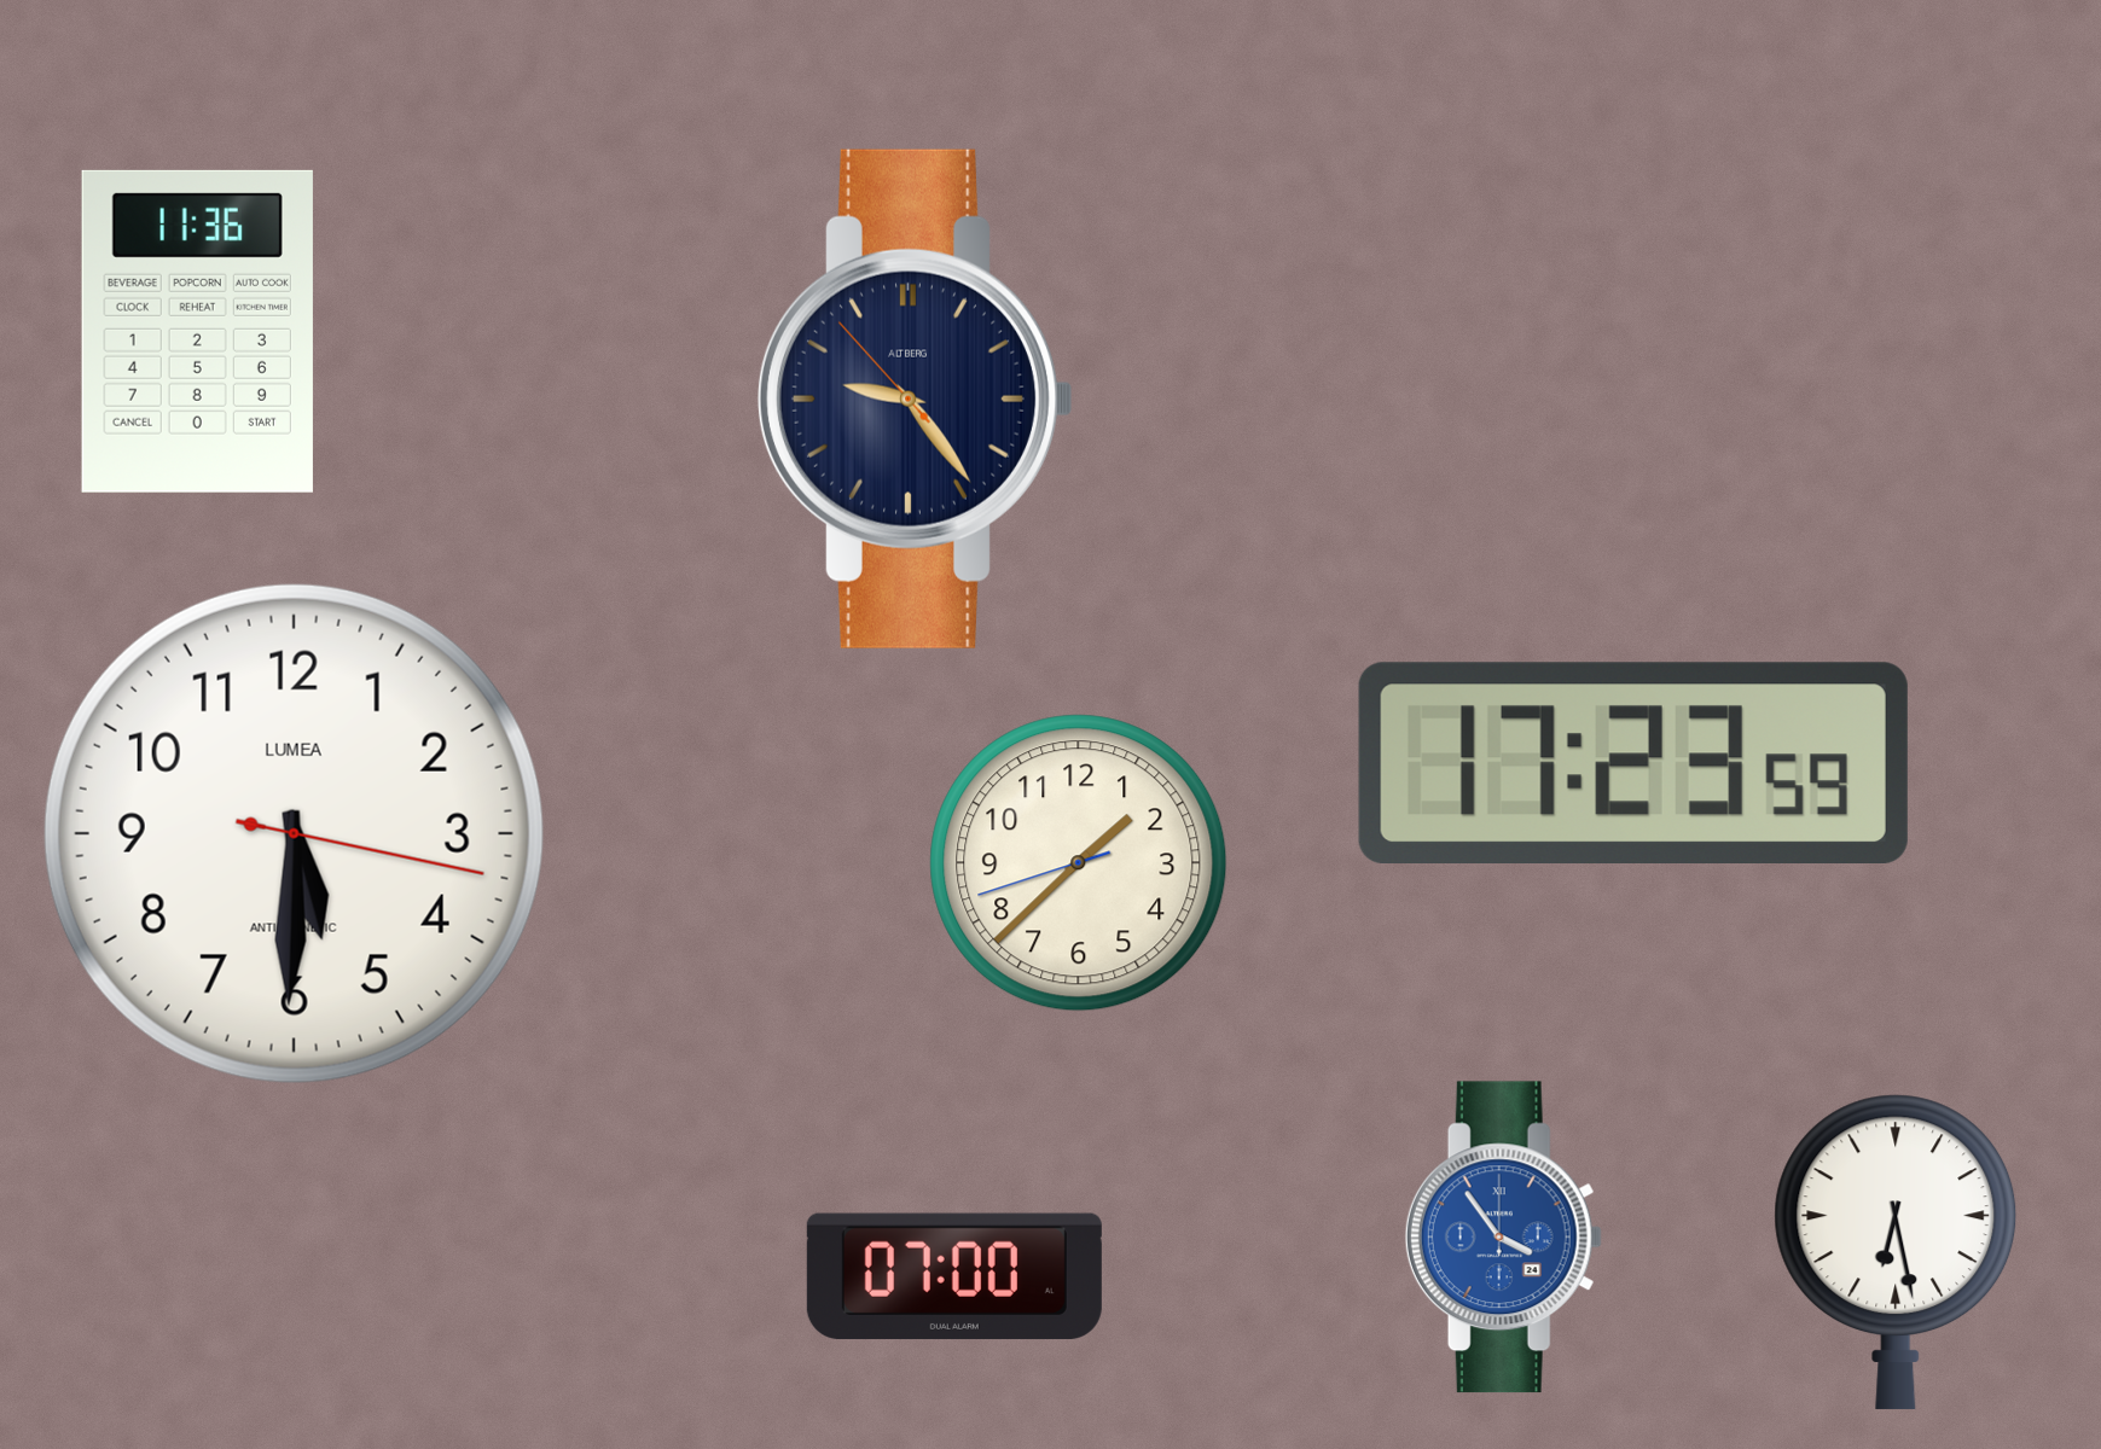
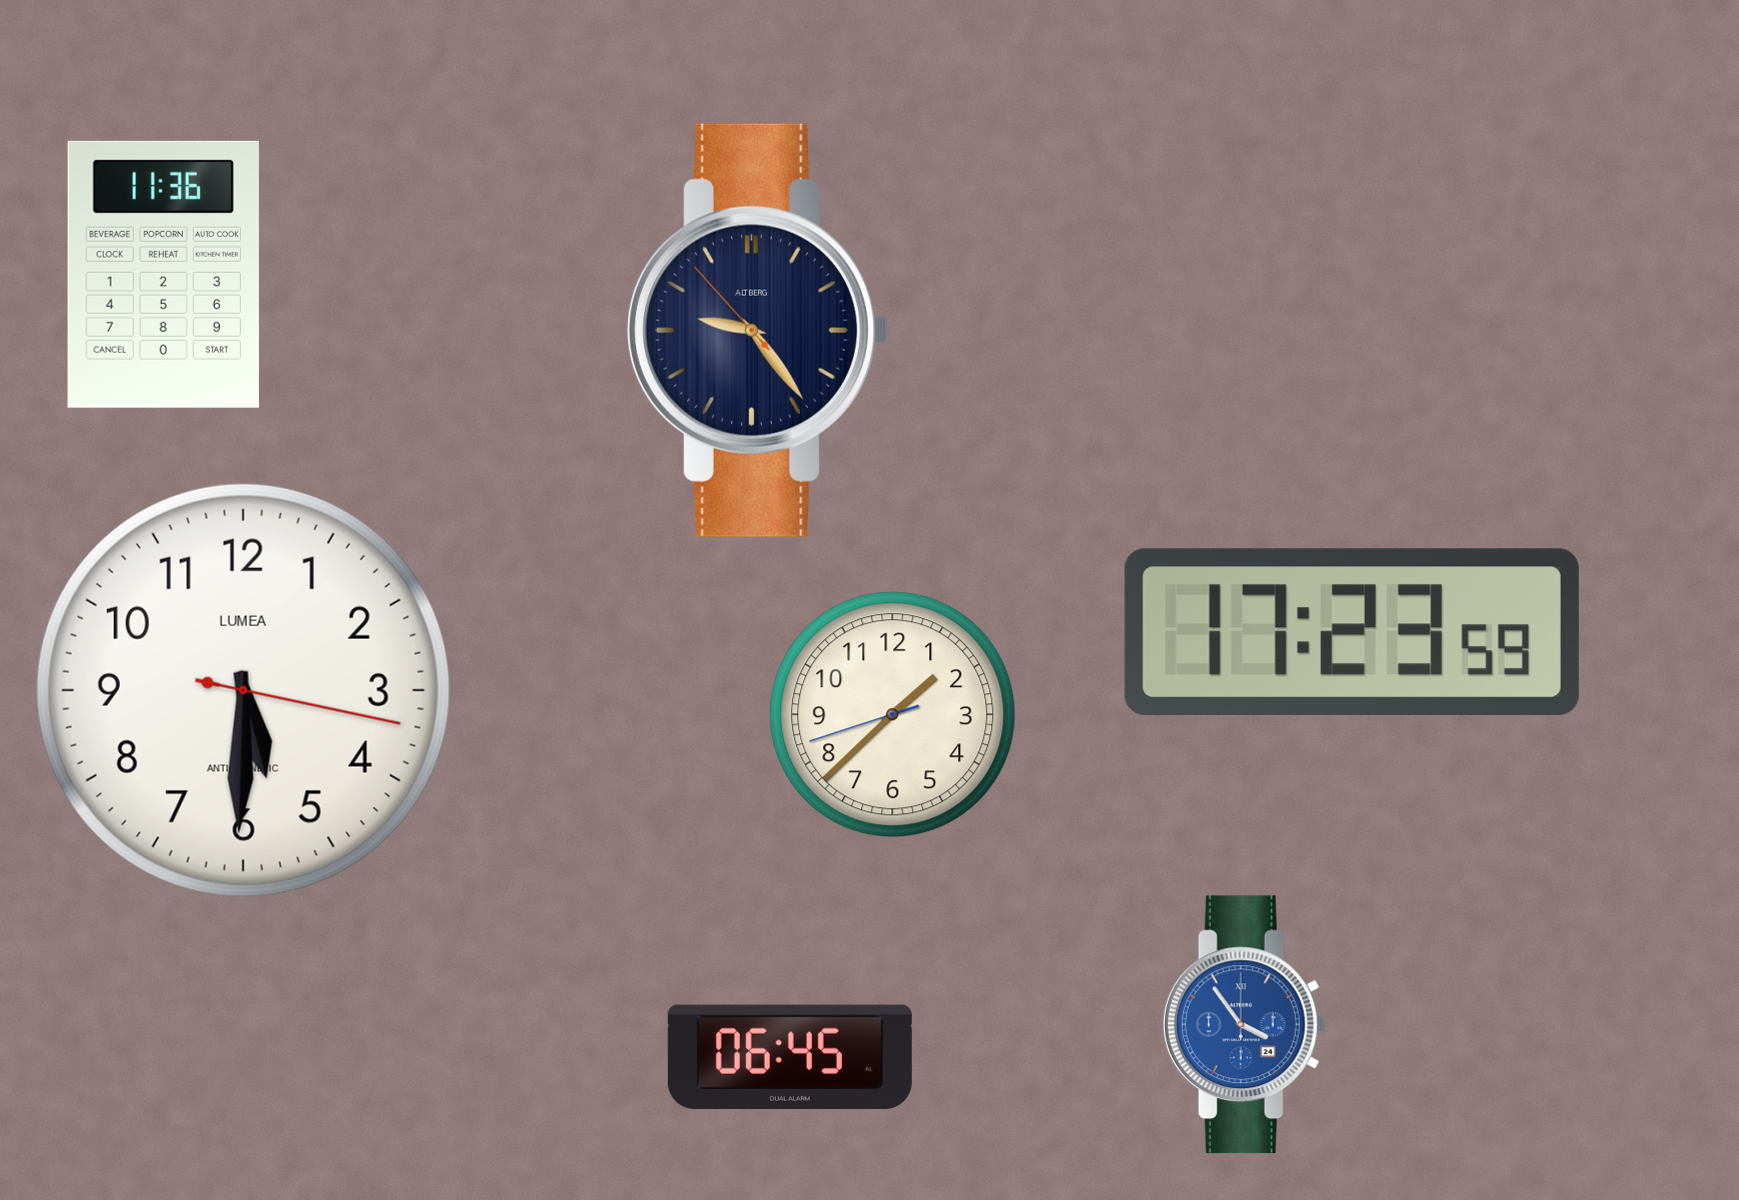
clock at (1896, 1252): 6:28 -> none
clock at (954, 1276): 07:00 -> 06:45
